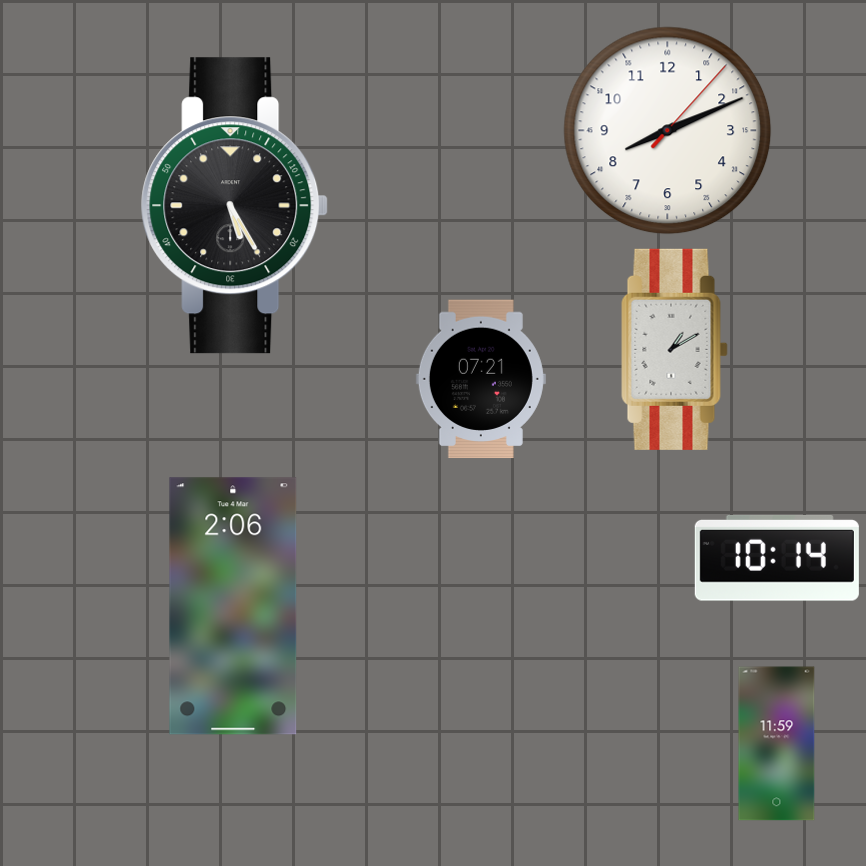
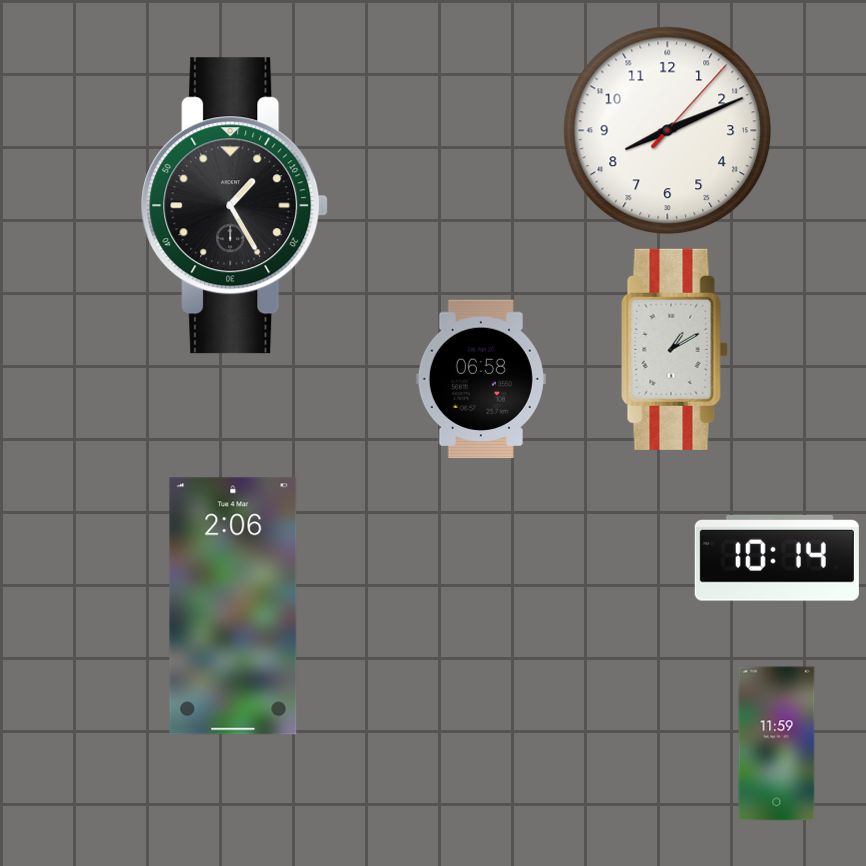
clock at (235, 206): 5:25 -> 1:25
clock at (481, 379): 07:21 -> 06:58
